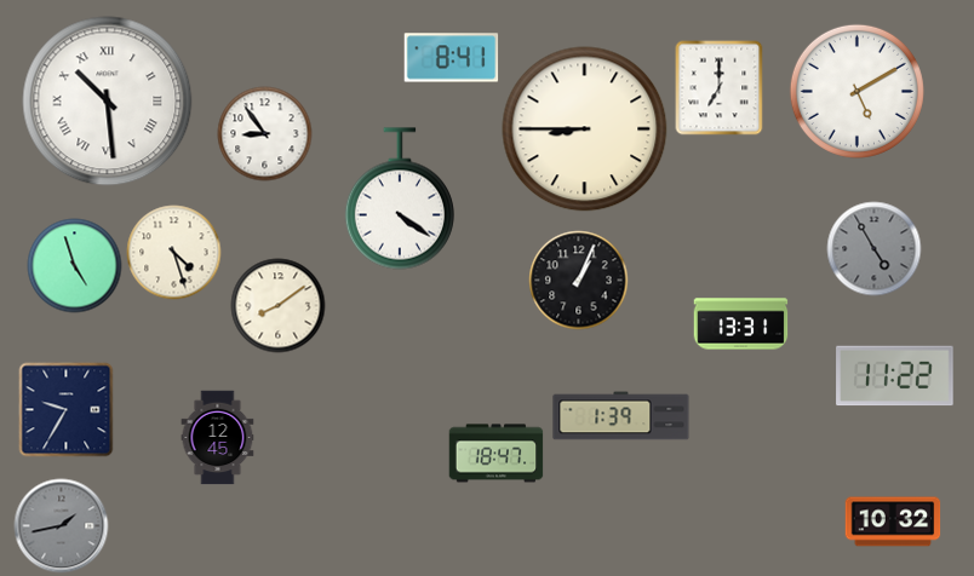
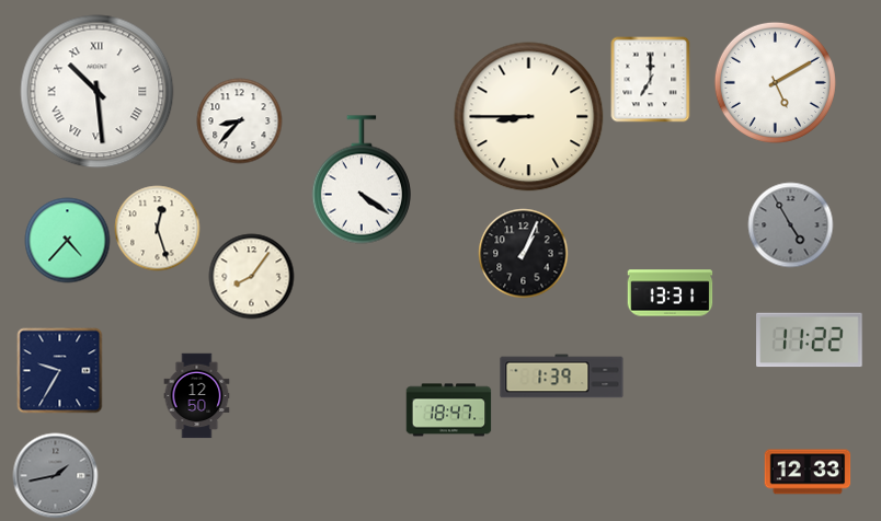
clock at (451, 58): 8:41 -> none
clock at (264, 133): 8:54 -> 8:37
clock at (173, 252): 4:27 -> 12:27
clock at (74, 265): 4:57 -> 4:37
clock at (277, 305): 8:09 -> 8:06
clock at (218, 437): 12:45 -> 12:50
clock at (893, 522): 10:32 -> 12:33
